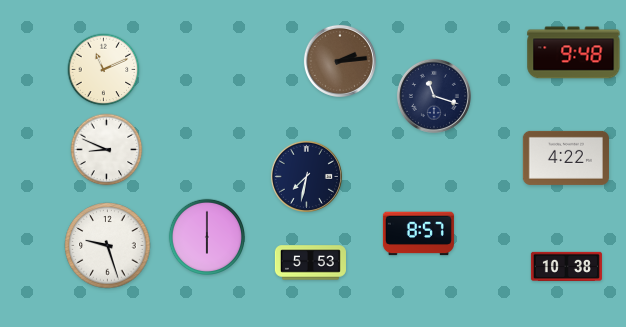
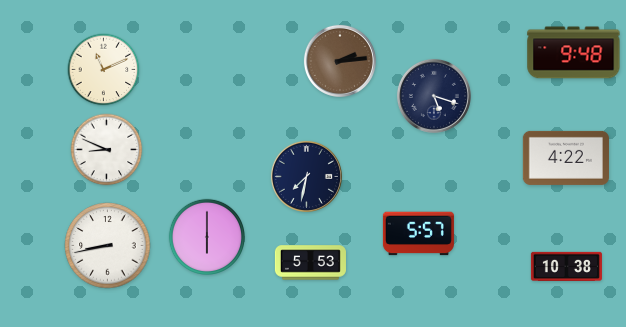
clock at (434, 96): 11:18 -> 5:18
clock at (418, 234): 8:57 -> 5:57
clock at (108, 246): 9:27 -> 8:43
